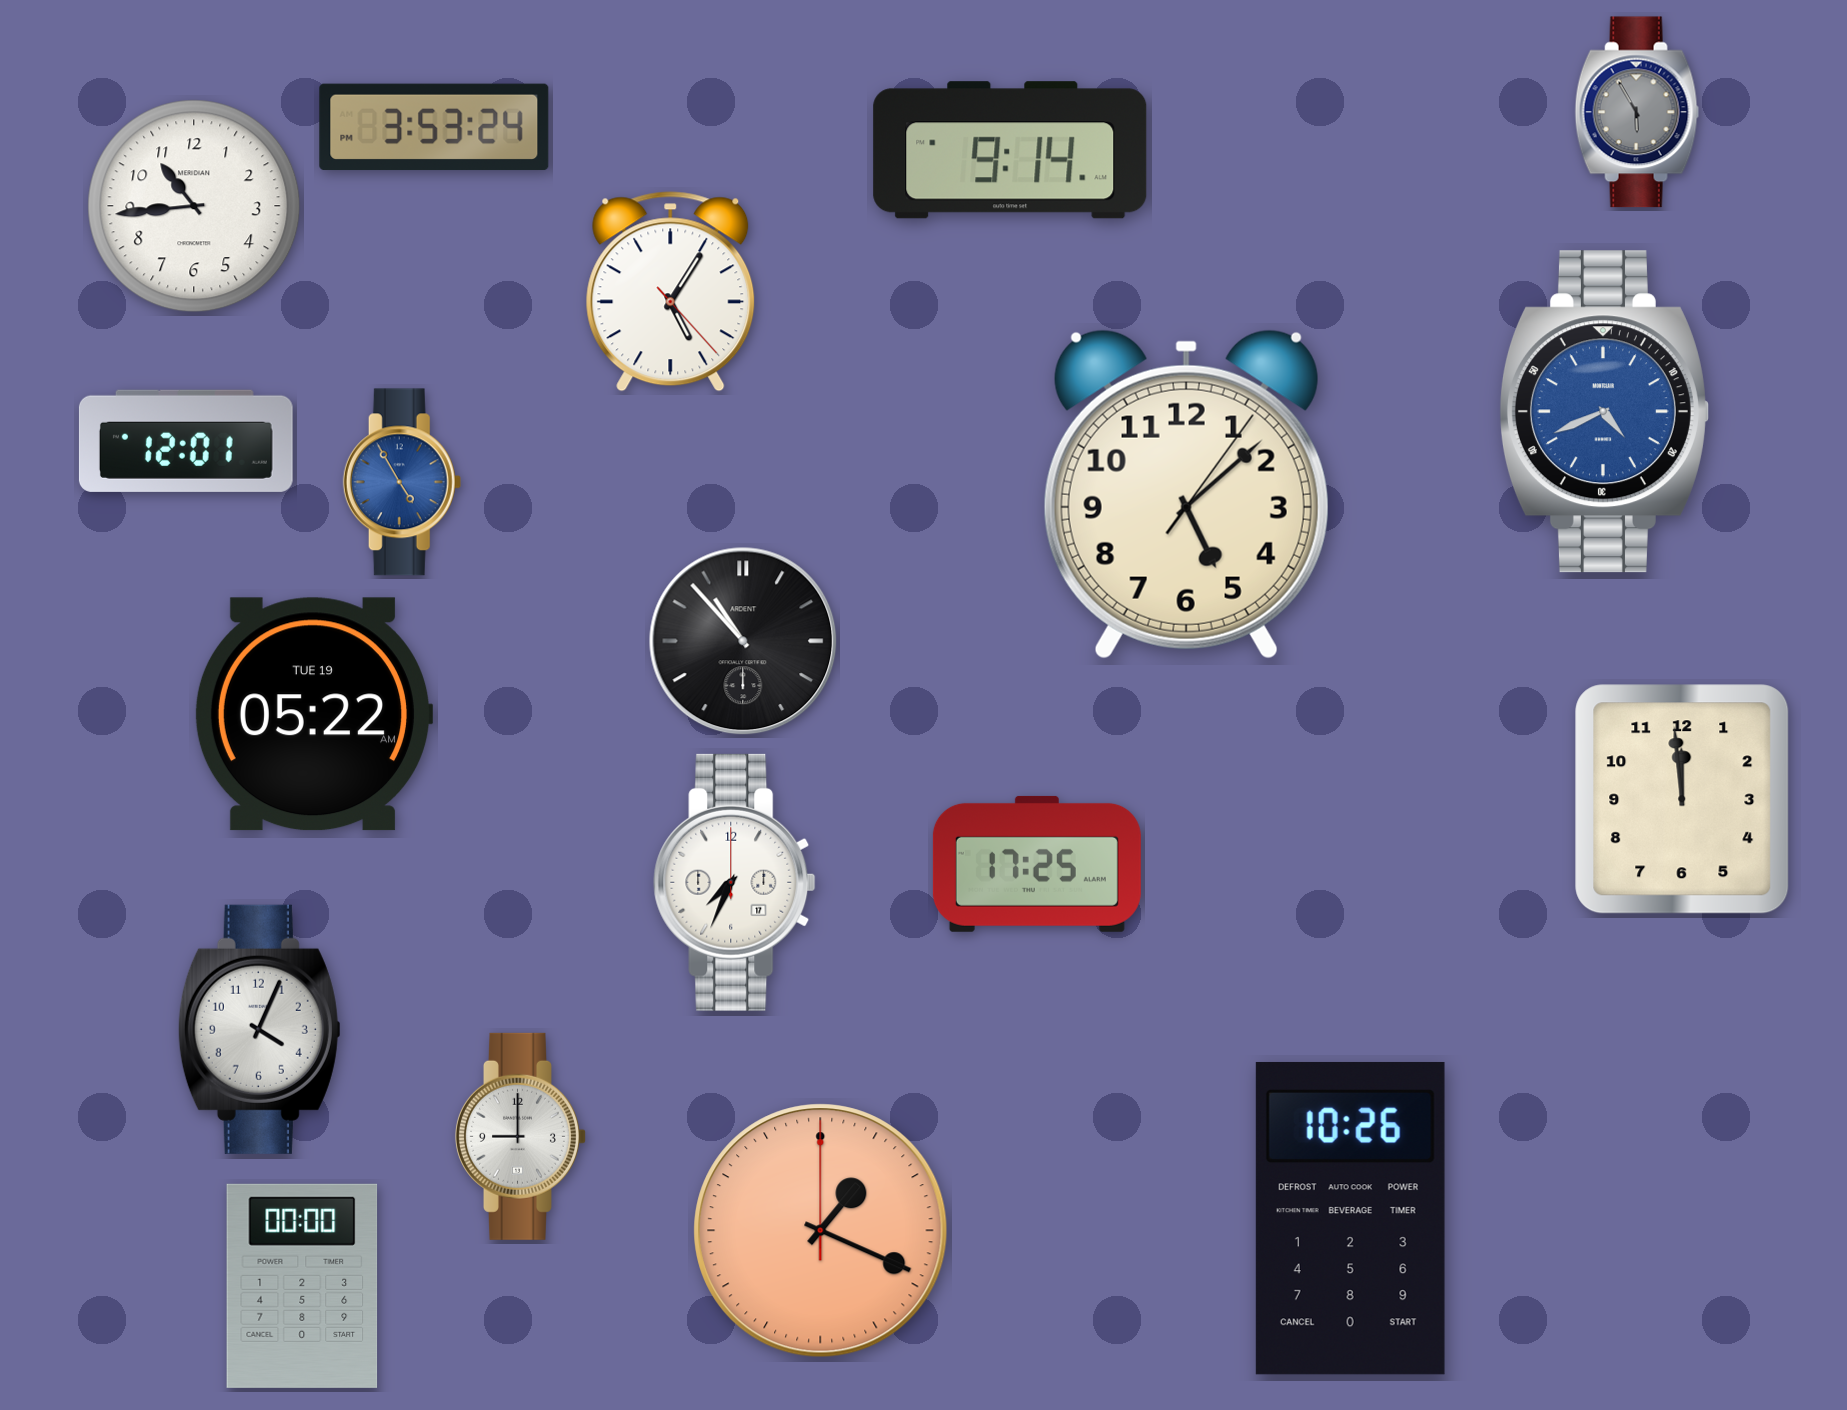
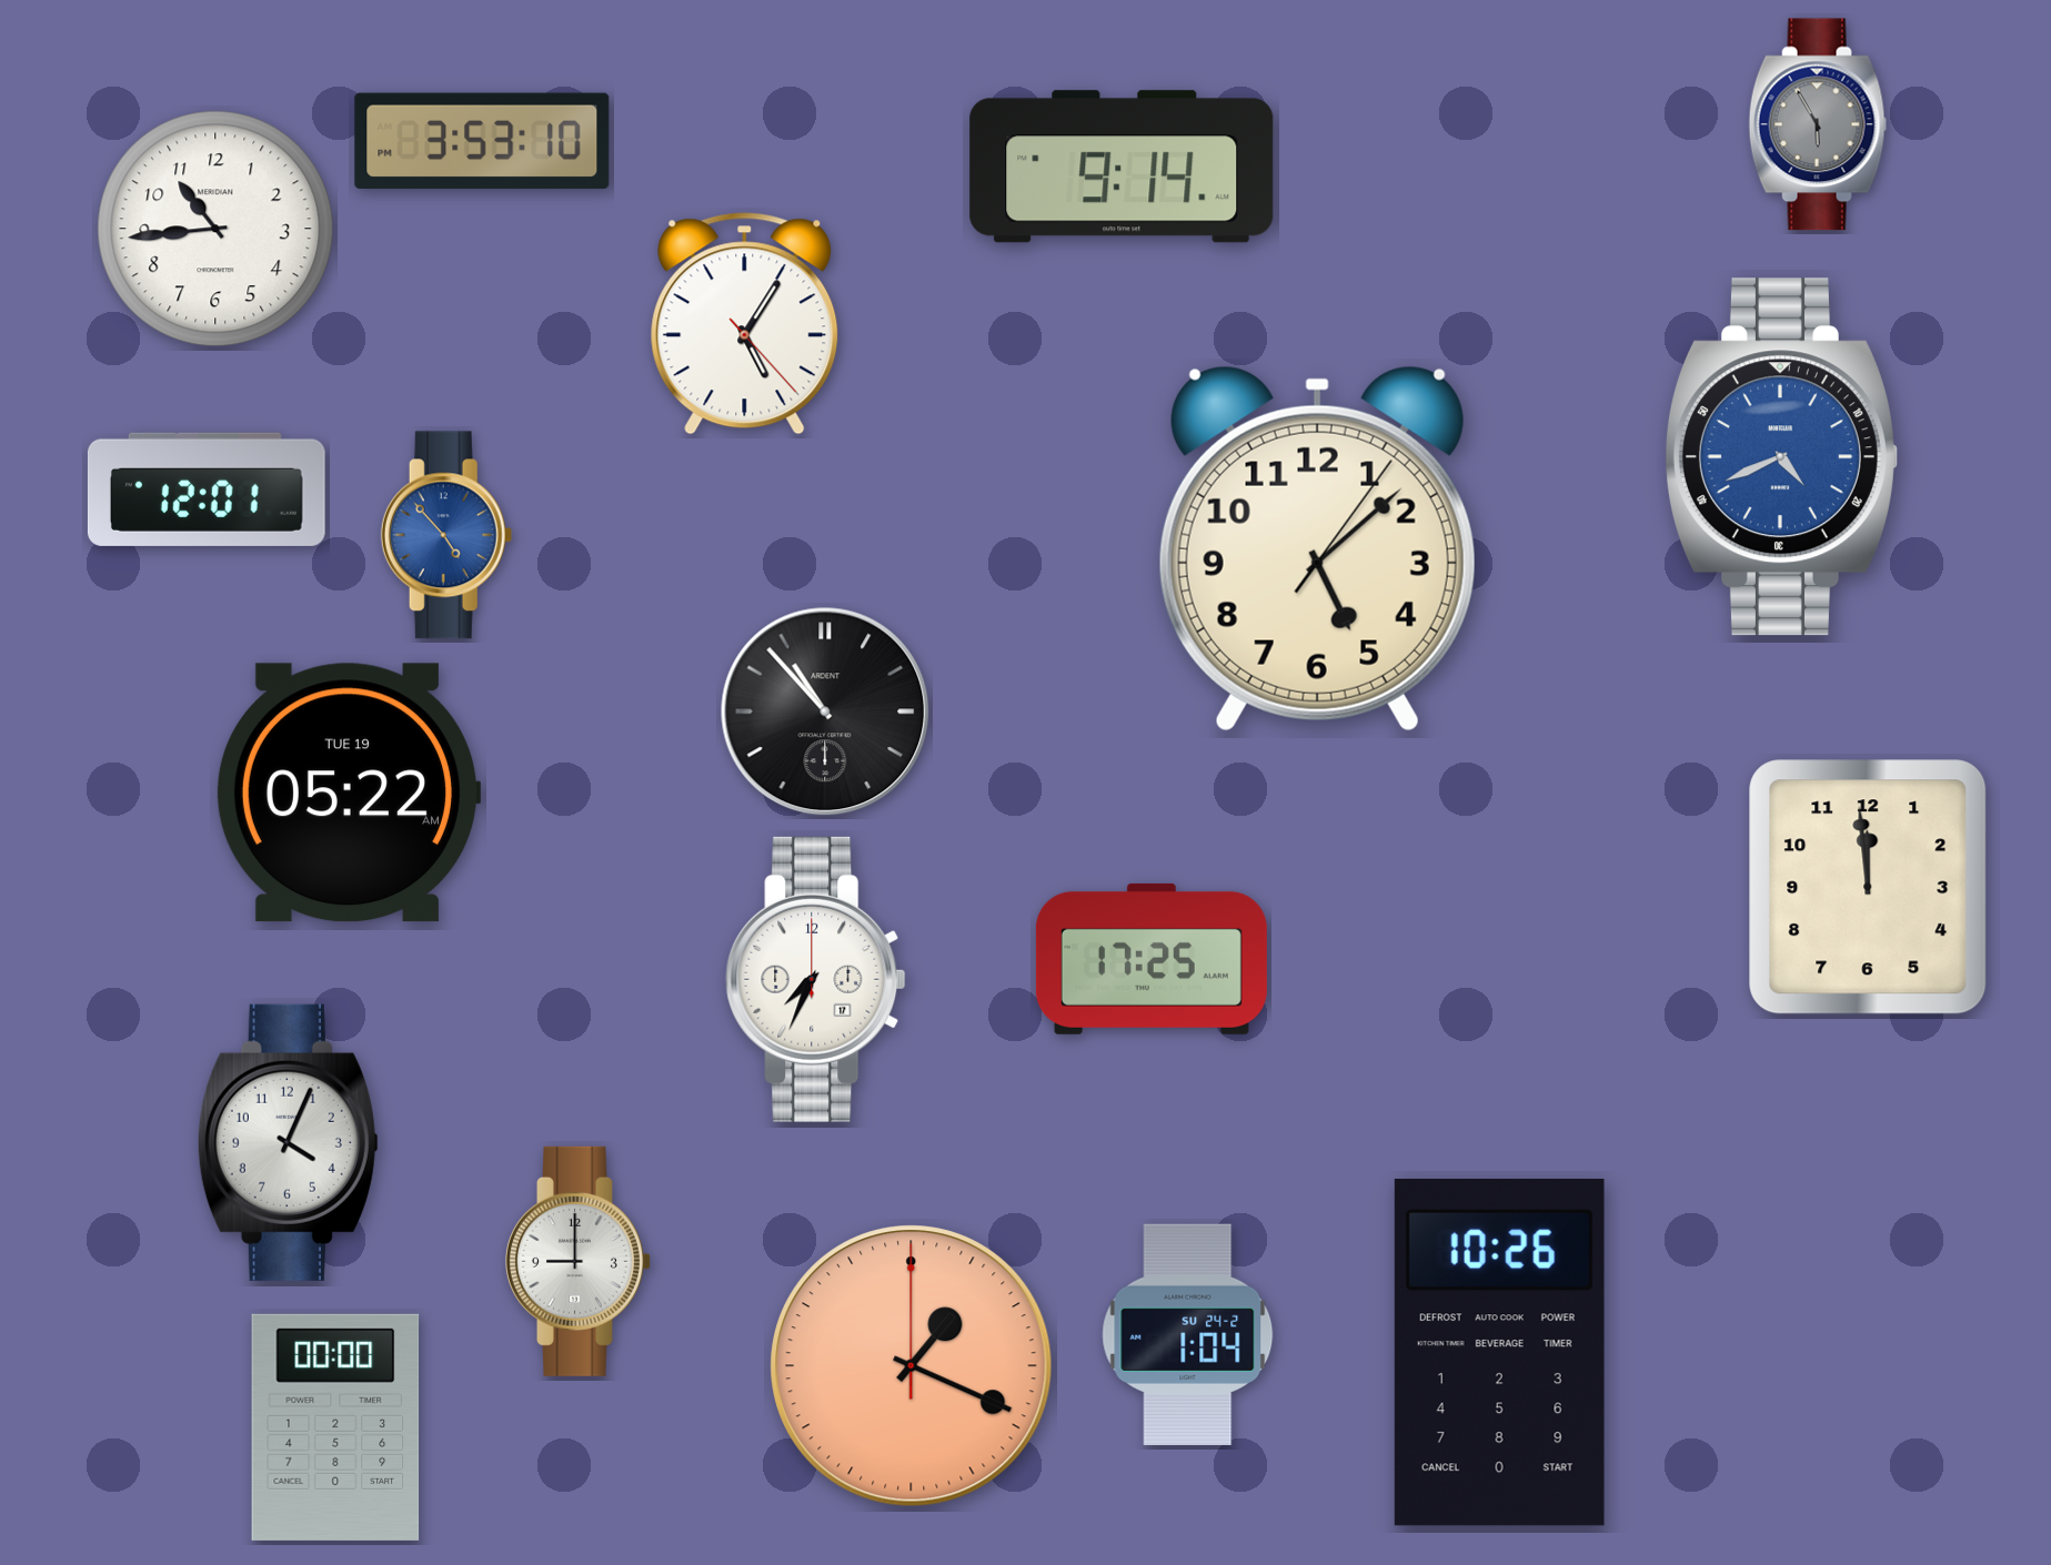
clock at (434, 127): 3:53:24 -> 3:53:10
clock at (402, 482): 4:55 -> 4:53
clock at (1188, 1334): none -> 1:04
